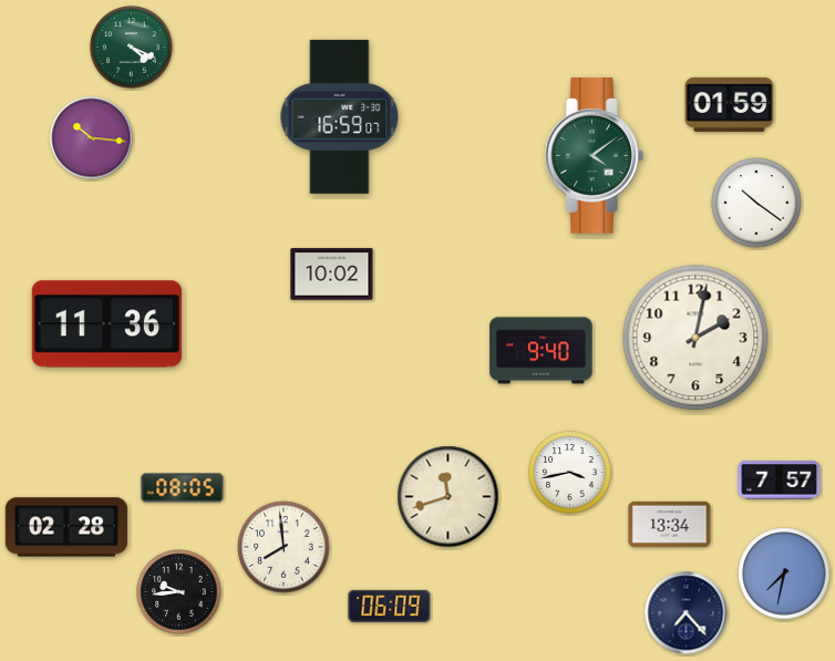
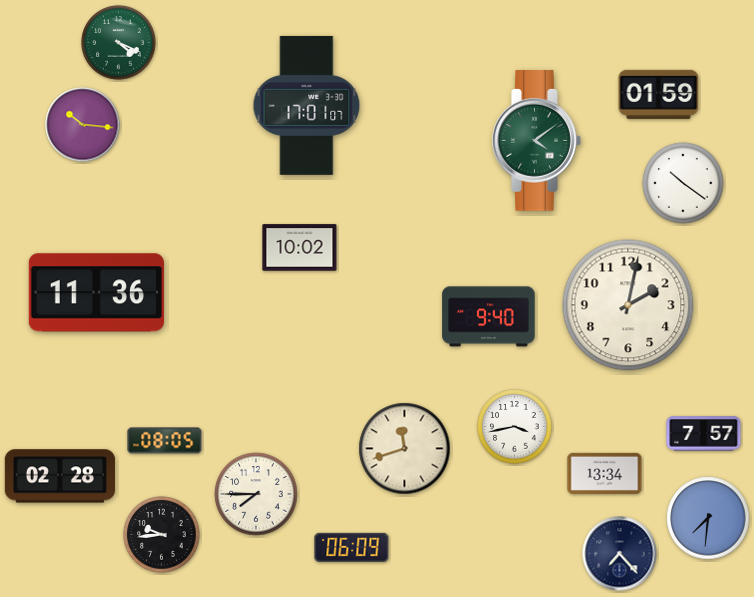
clock at (340, 116): 16:59 -> 17:01
clock at (284, 547): 7:59 -> 7:45
clock at (784, 574): 7:32 -> 7:31
